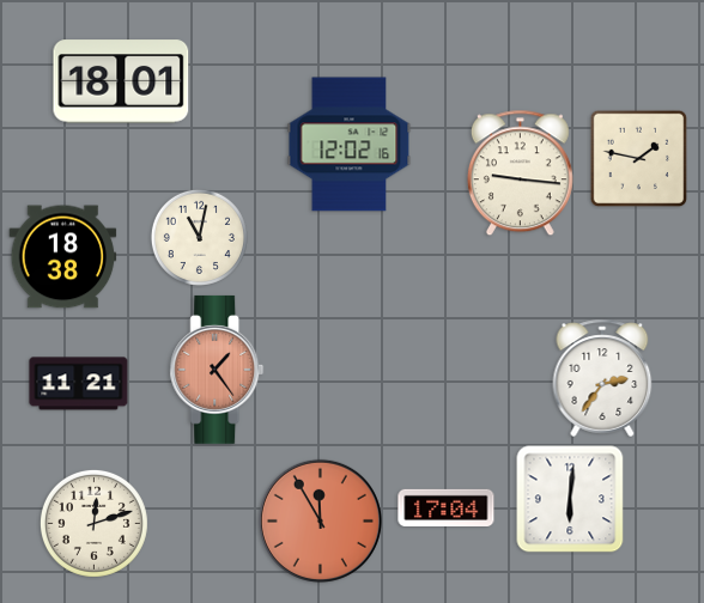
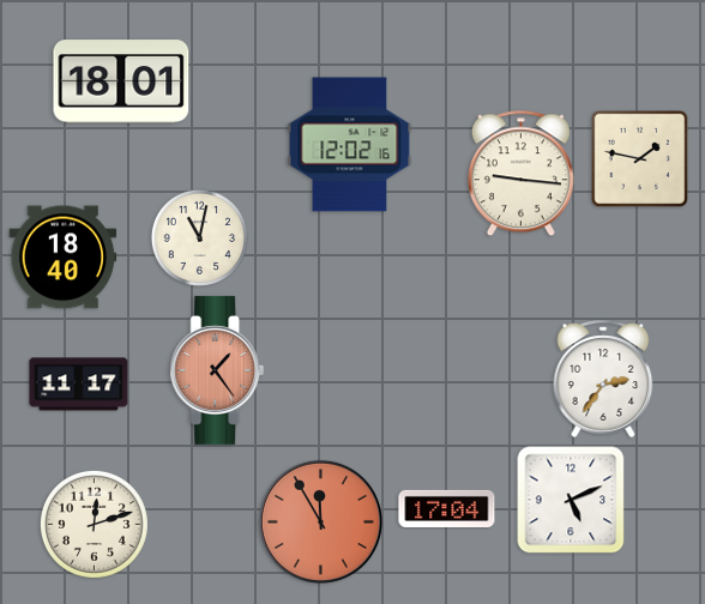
clock at (63, 257): 18:38 -> 18:40
clock at (79, 384): 11:21 -> 11:17
clock at (570, 499): 6:01 -> 5:11
